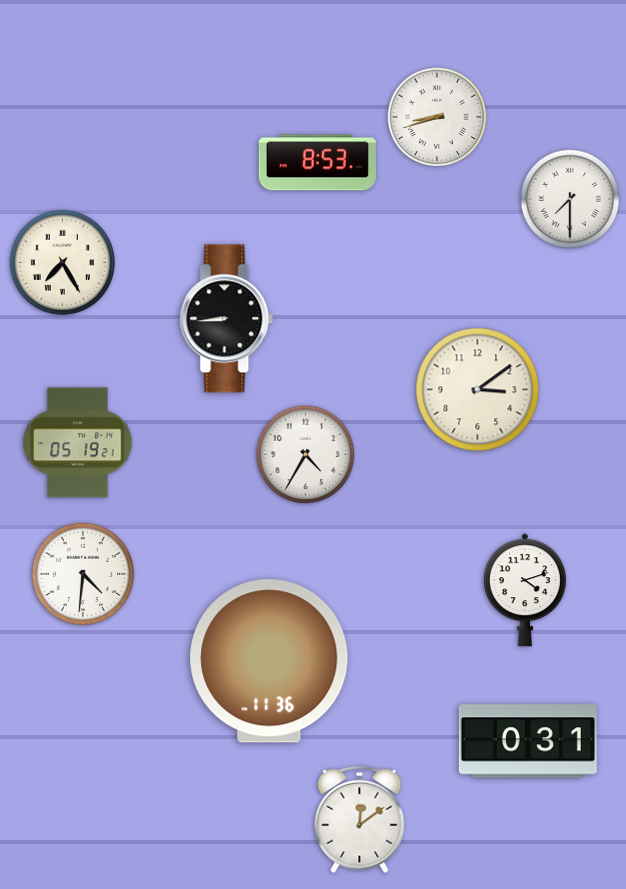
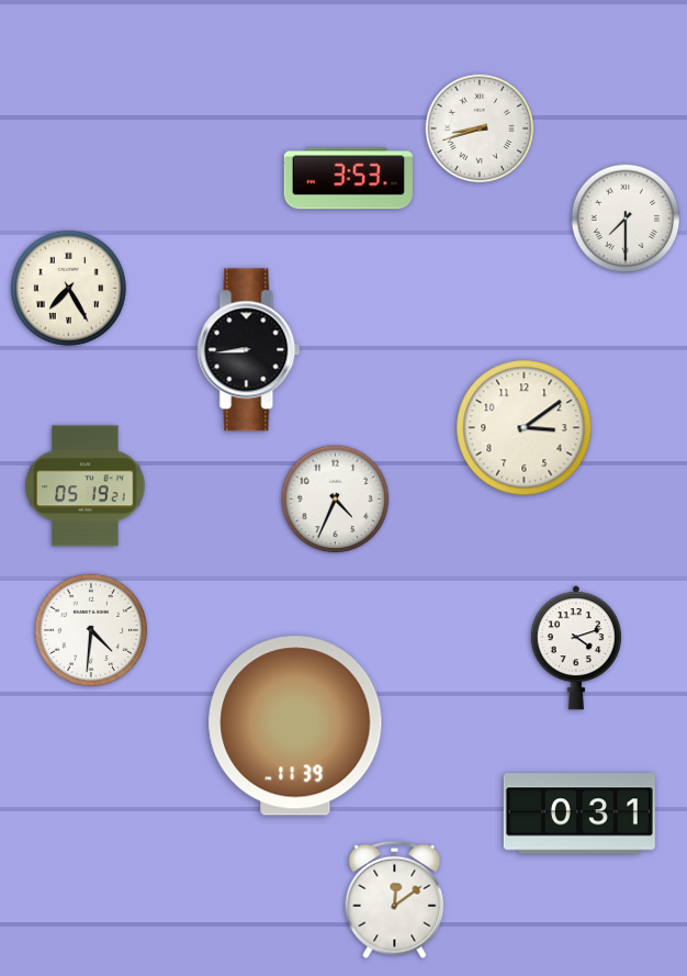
clock at (317, 163): 8:53 -> 3:53
clock at (306, 455): 4:35 -> 4:34
clock at (269, 661): 11:36 -> 11:39
